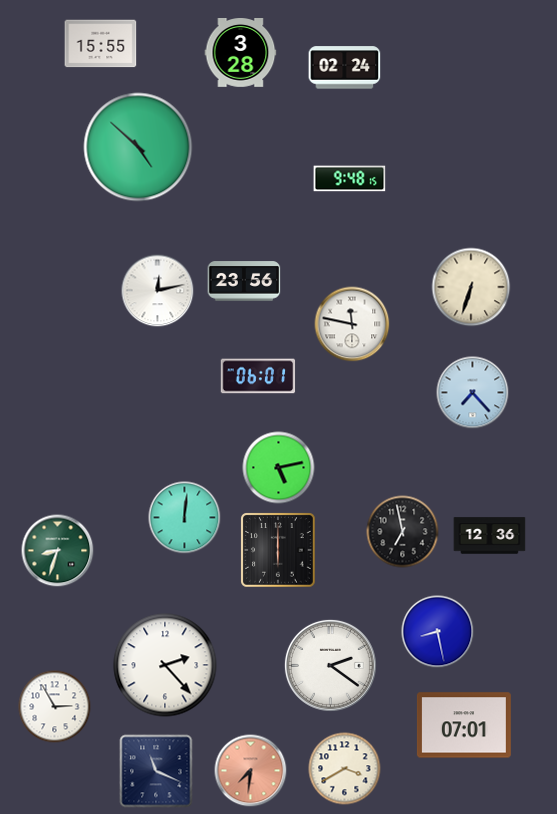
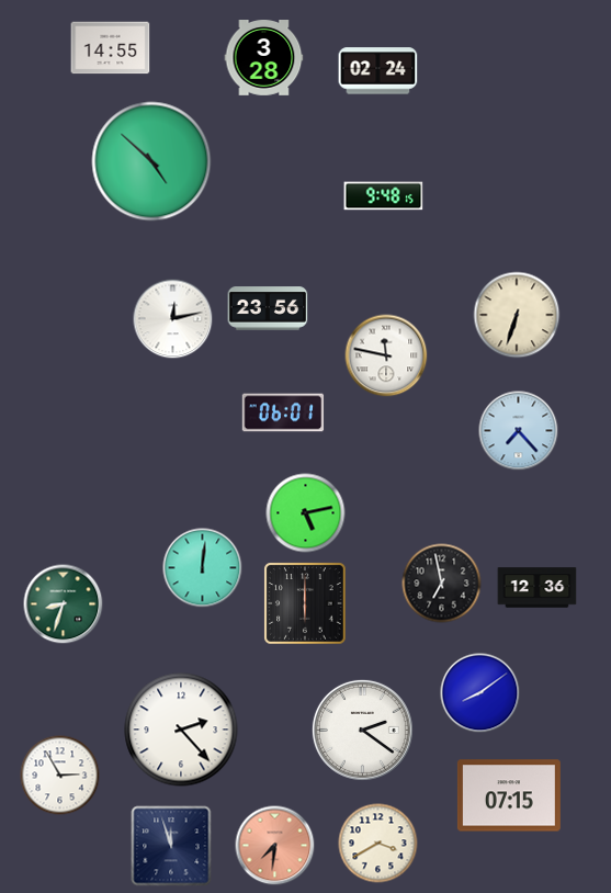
clock at (101, 44): 15:55 -> 14:55
clock at (345, 68) position: (345, 68) -> (378, 71)
clock at (438, 632): 8:28 -> 8:09
clock at (464, 725): 07:01 -> 07:15
clock at (156, 771): 11:19 -> 11:57
